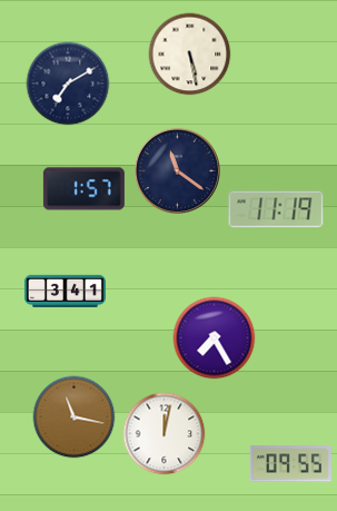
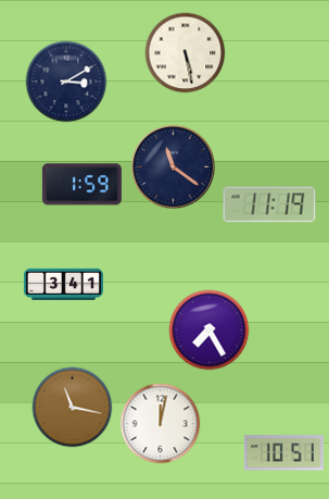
clock at (68, 83): 7:10 -> 3:10
clock at (83, 189): 1:57 -> 1:59
clock at (290, 464): 09:55 -> 10:51
